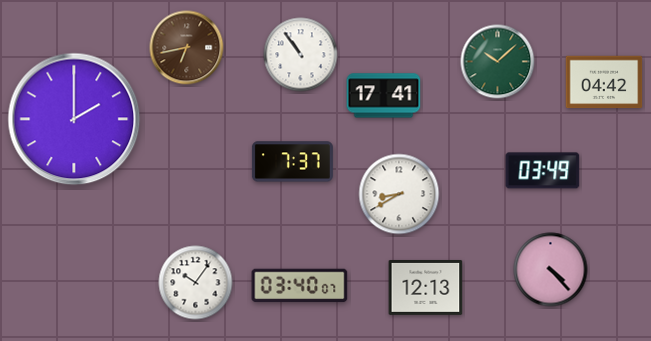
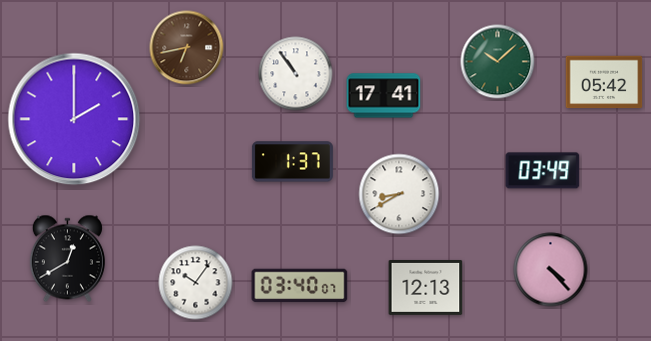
clock at (301, 55) position: (301, 55) -> (296, 74)
clock at (604, 82): 04:42 -> 05:42
clock at (292, 162): 7:37 -> 1:37
clock at (67, 259): none -> 12:40
